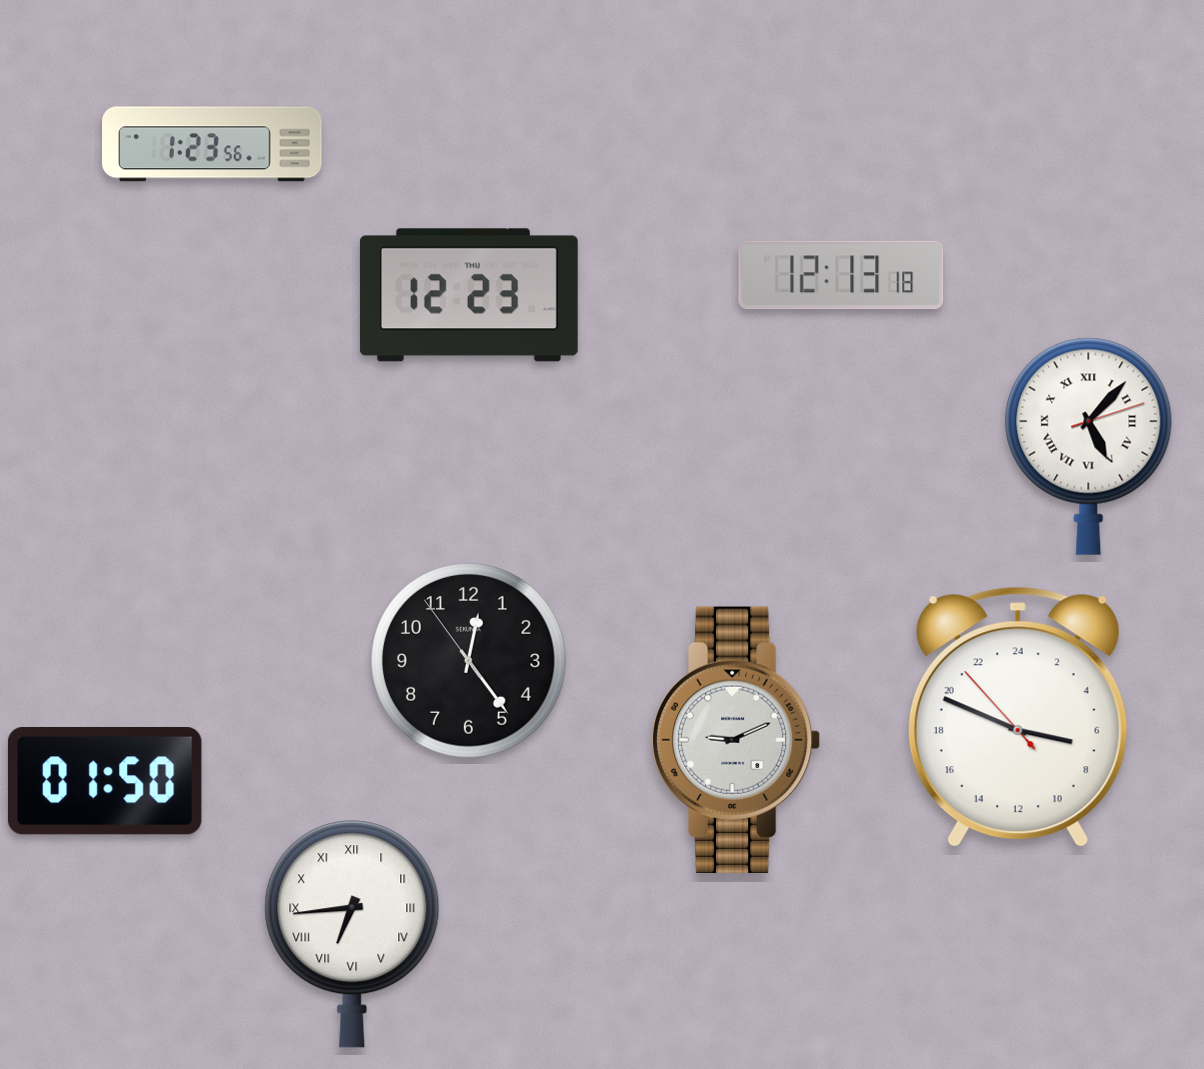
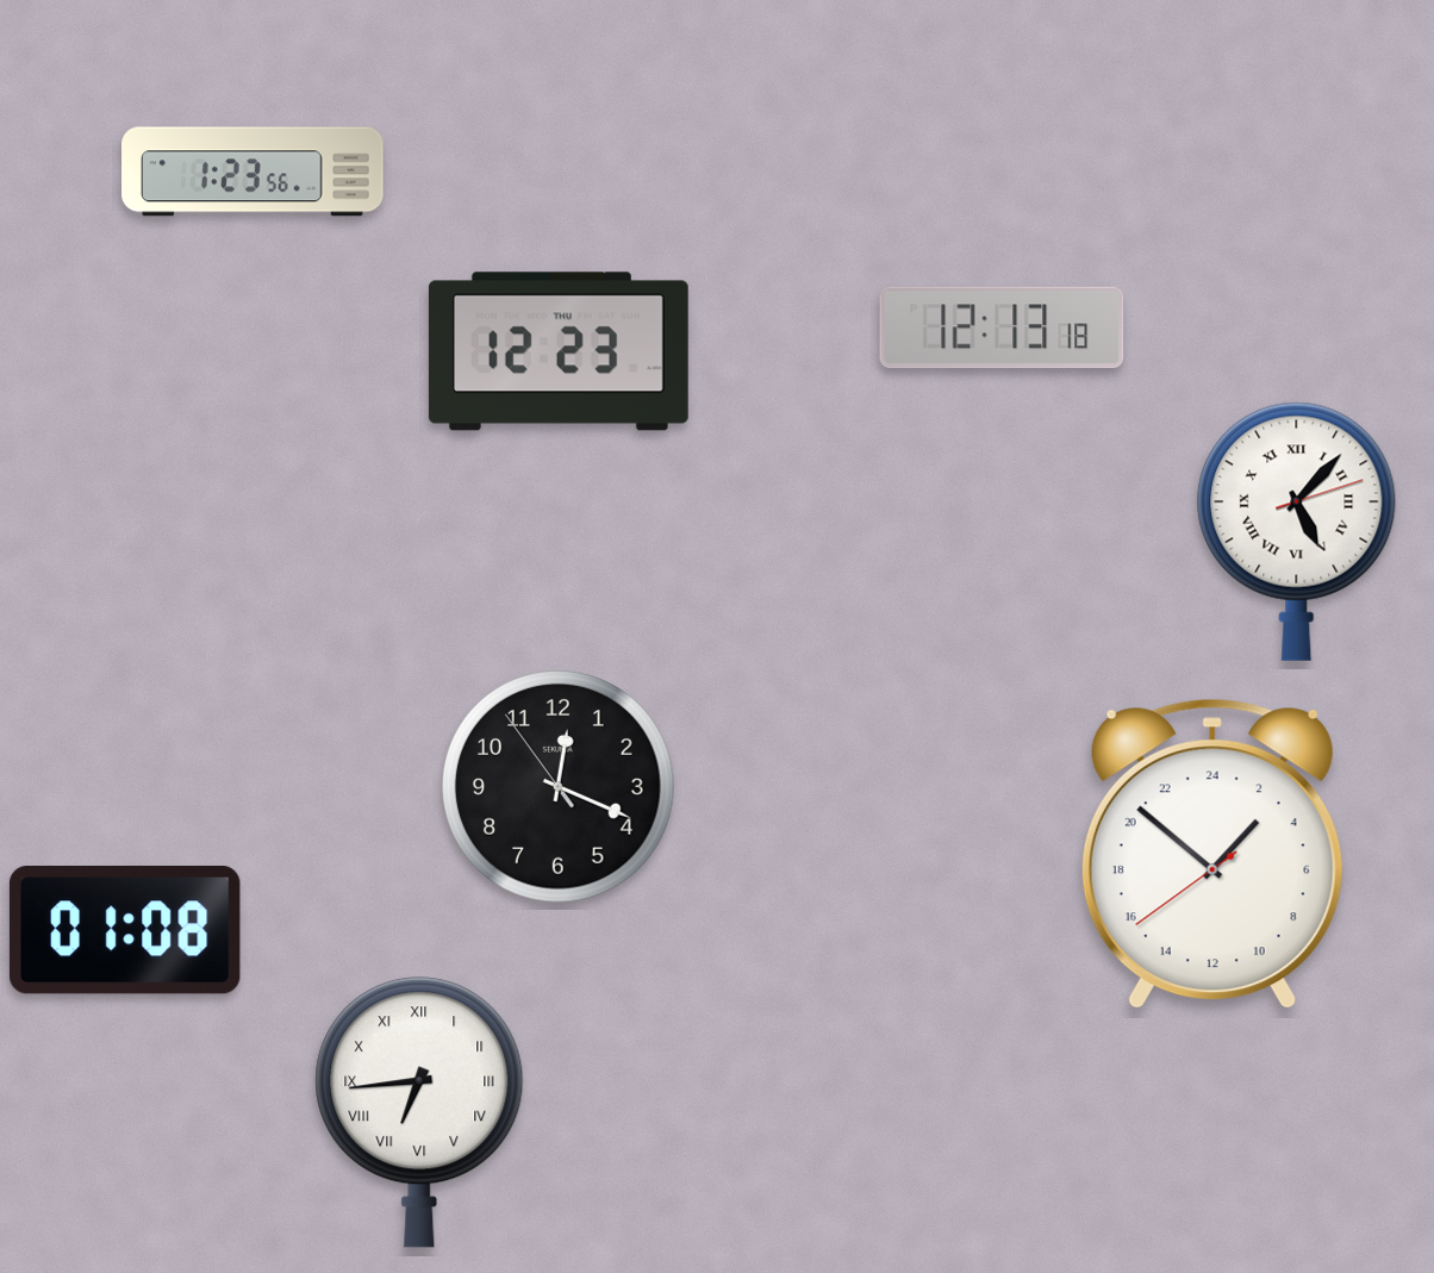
clock at (469, 661): 12:23 -> 12:18
clock at (1018, 717): 6:48 -> 2:51
clock at (736, 740): 9:11 -> none
clock at (105, 782): 01:50 -> 01:08
